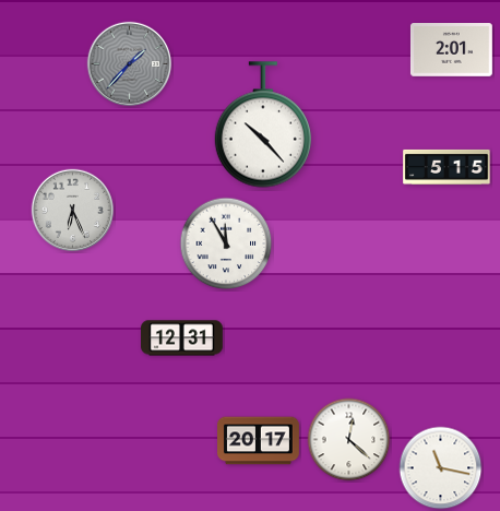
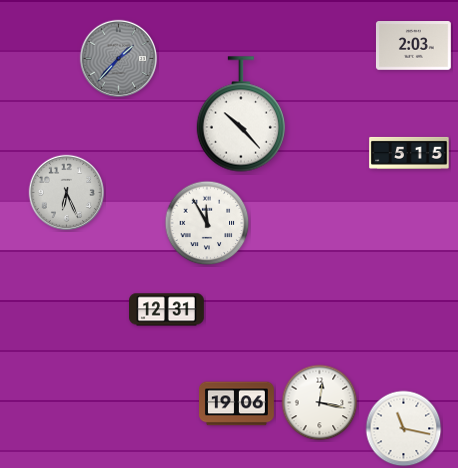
clock at (451, 50): 2:01 -> 2:03
clock at (349, 440): 12:22 -> 12:17
clock at (259, 441): 20:17 -> 19:06
